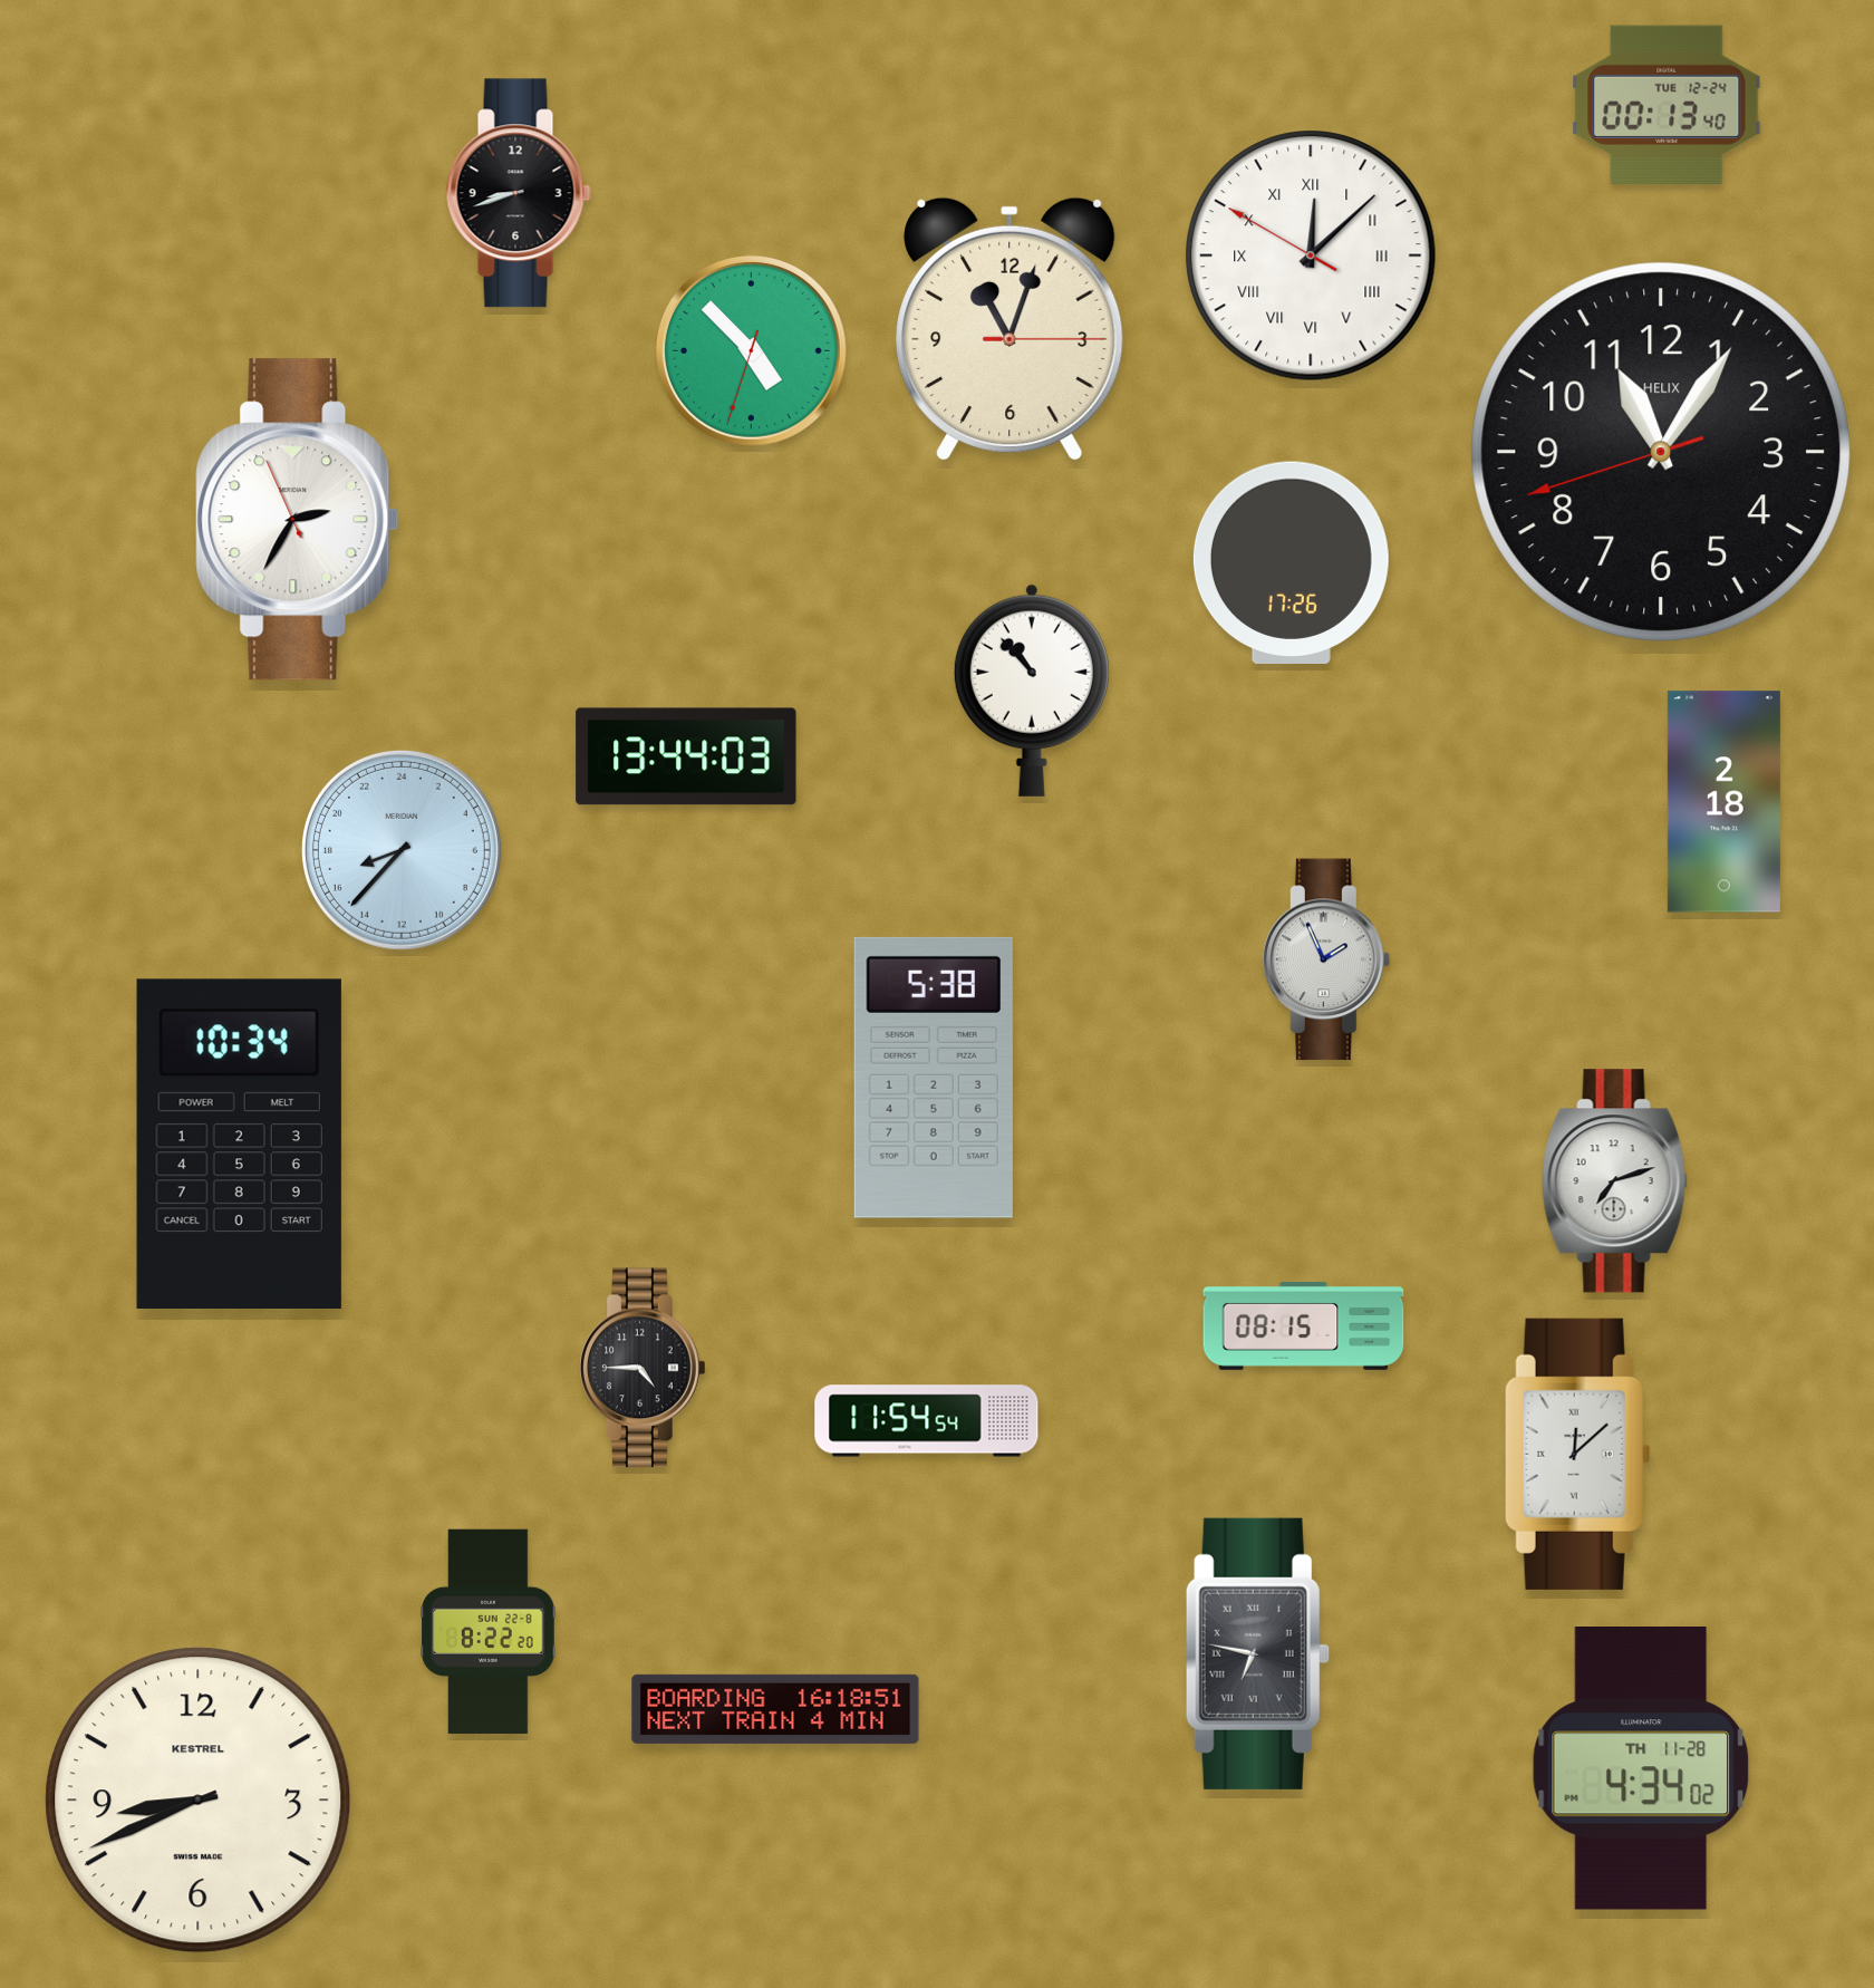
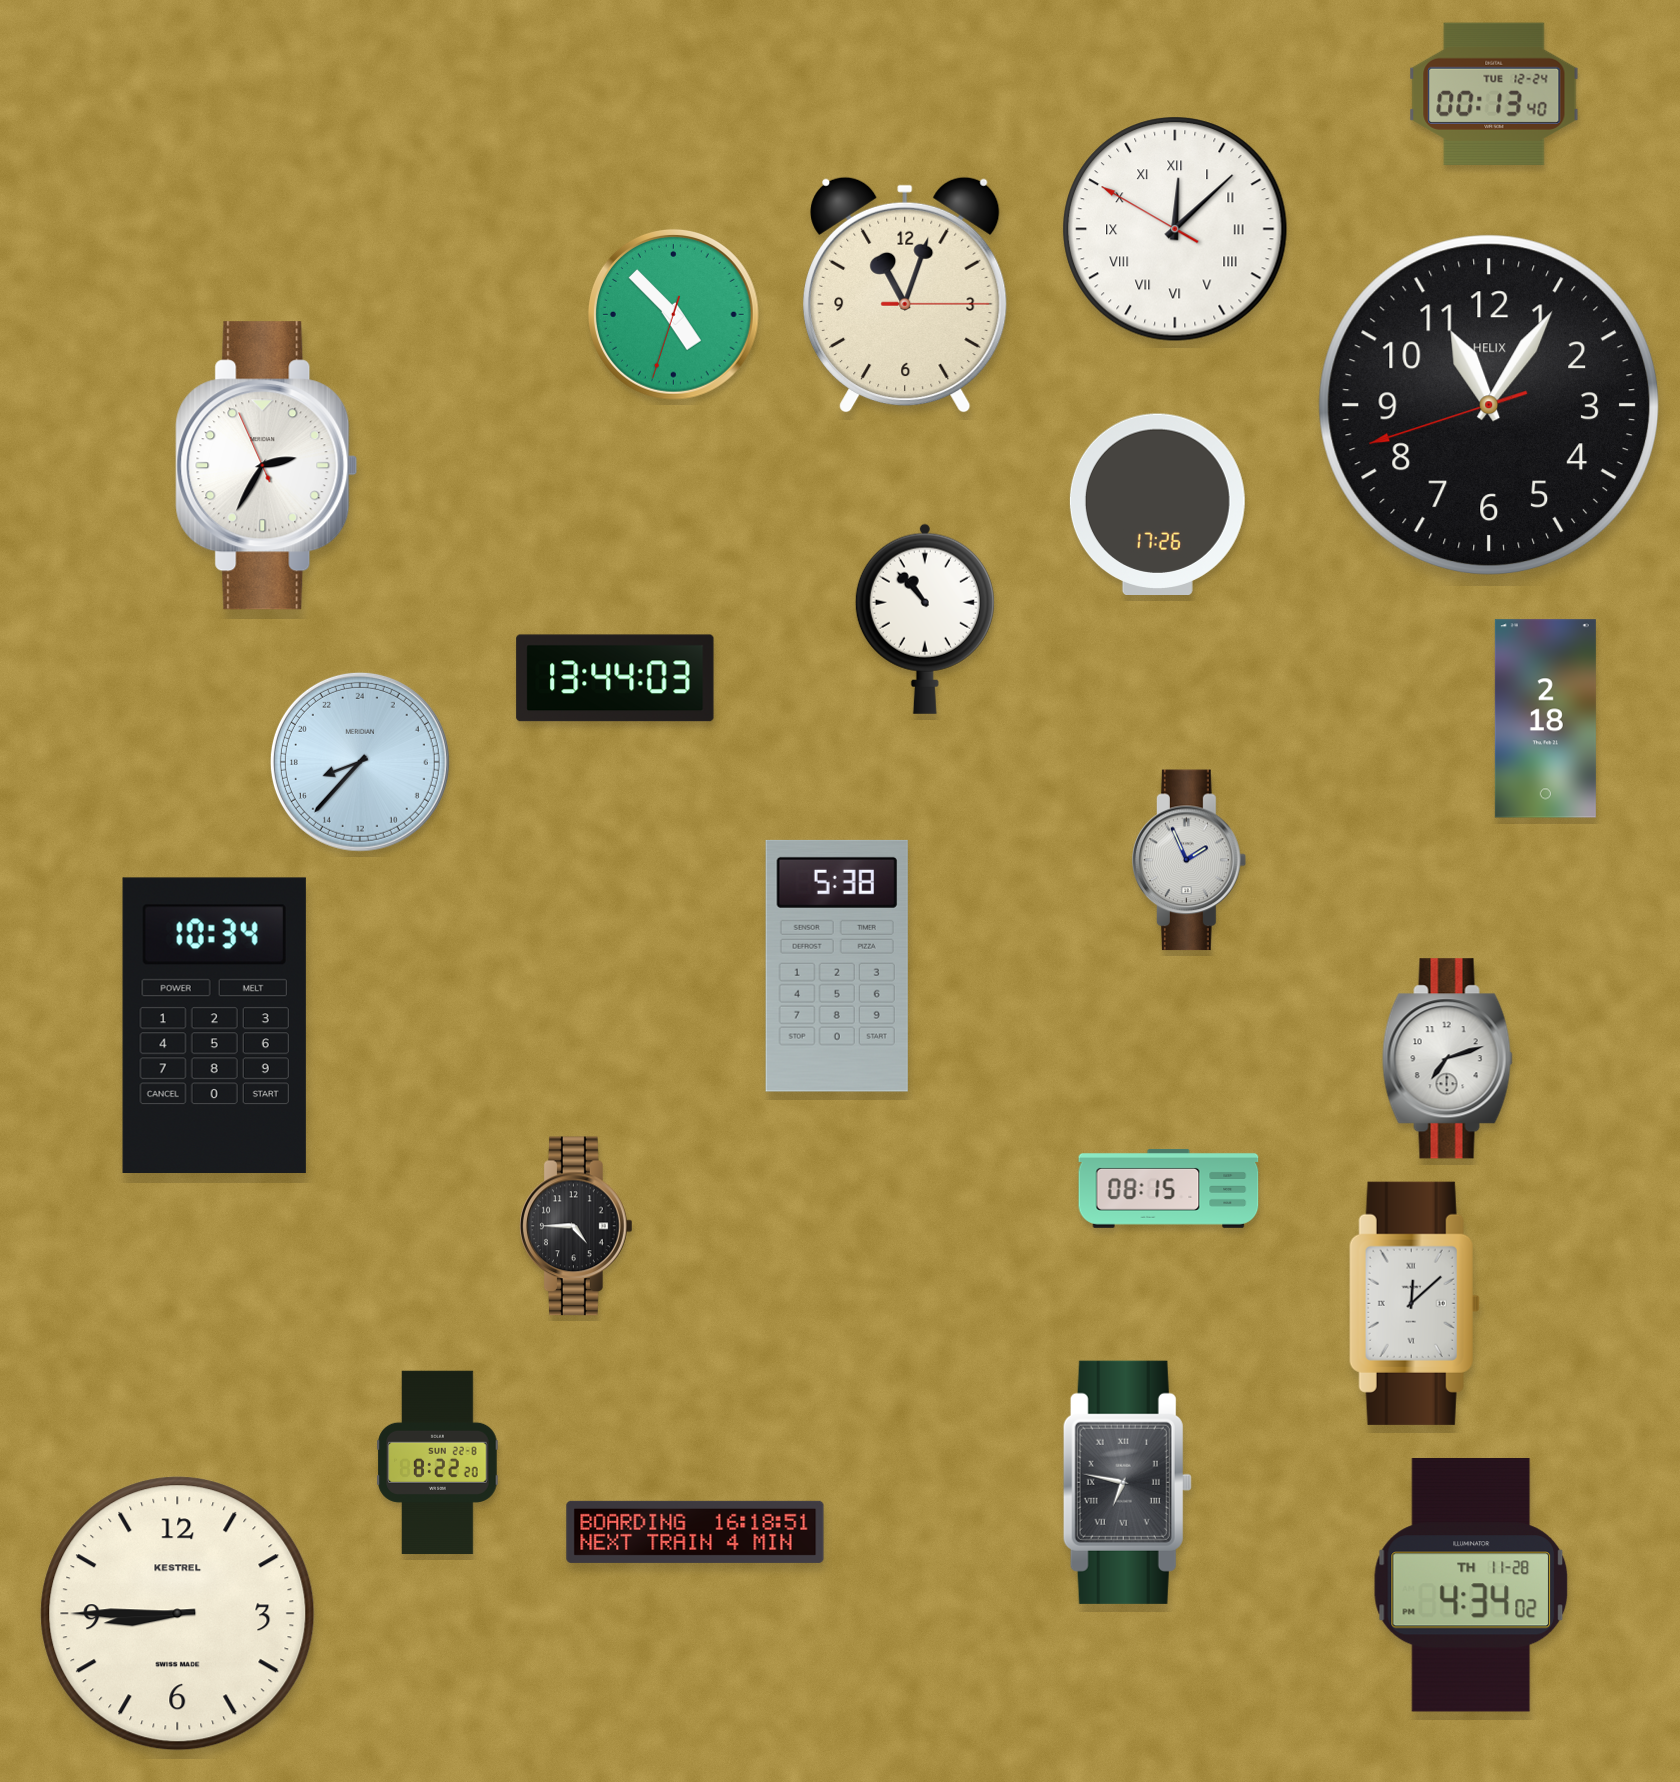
clock at (519, 193): 8:42 -> none
clock at (927, 1421): 11:54 -> none
clock at (199, 1801): 8:41 -> 8:45
